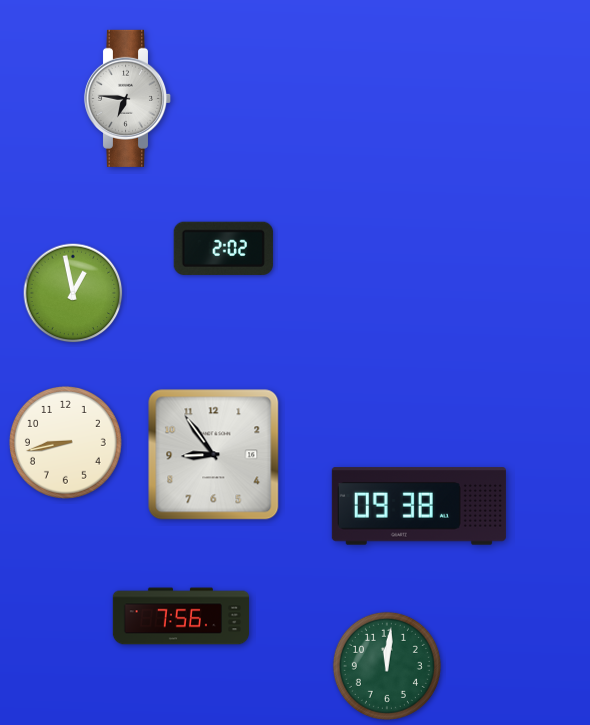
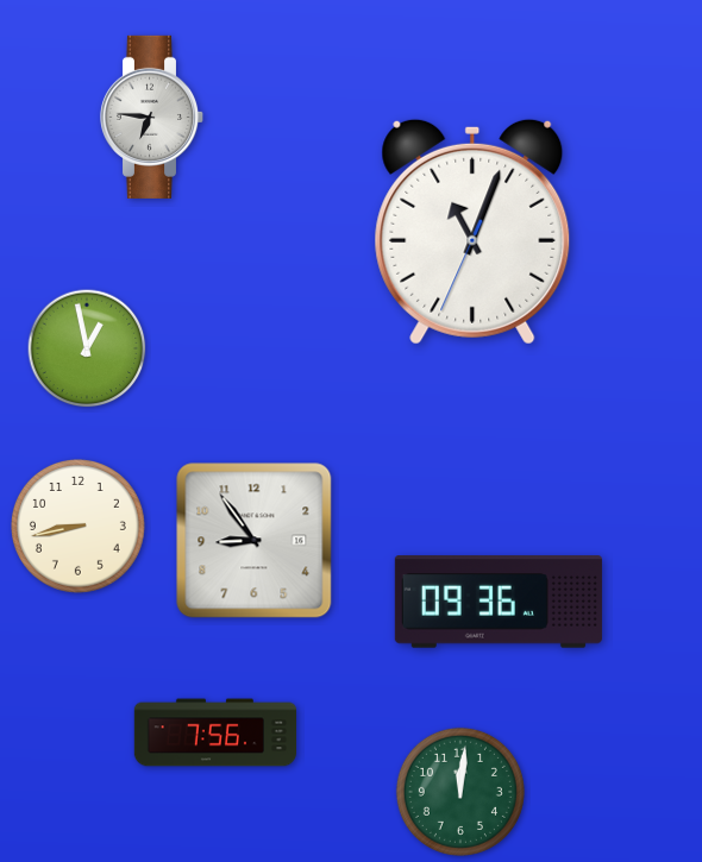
clock at (472, 232): none -> 11:03
clock at (223, 248): 2:02 -> none
clock at (419, 506): 09:38 -> 09:36
